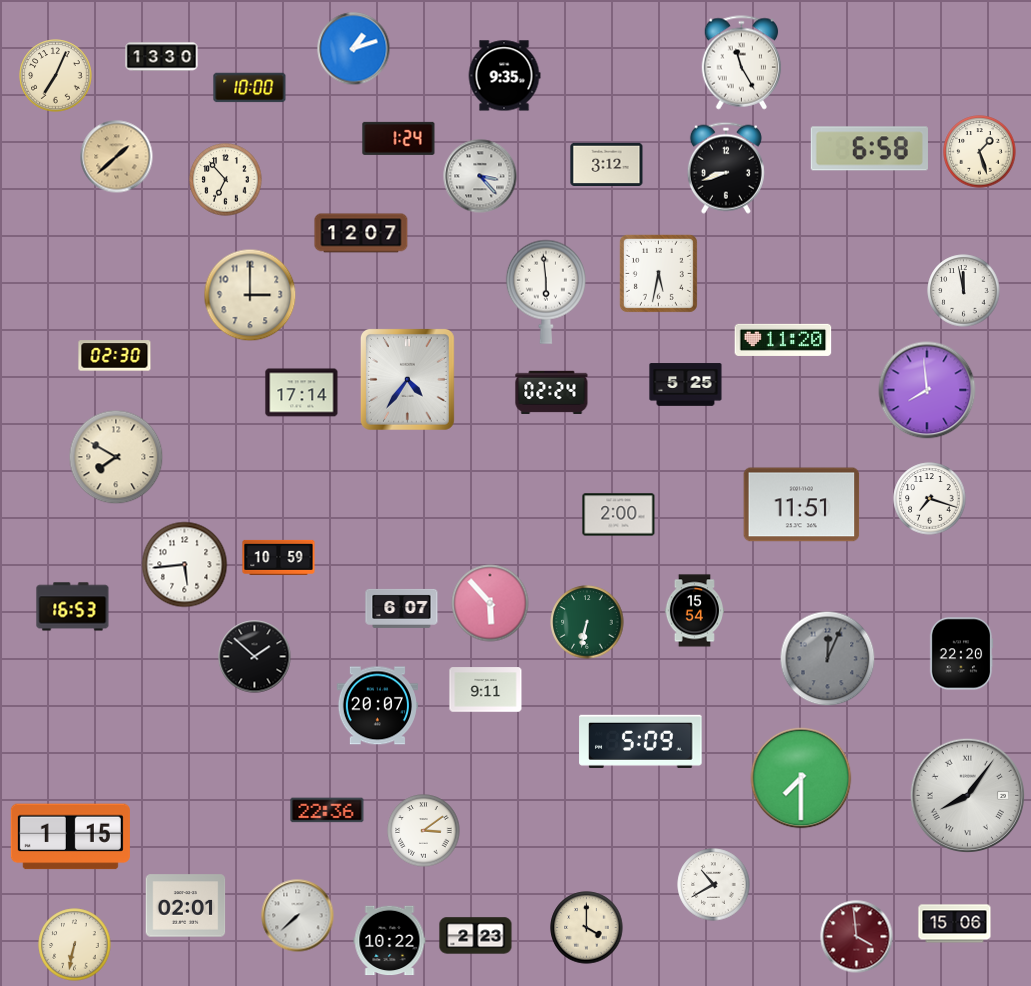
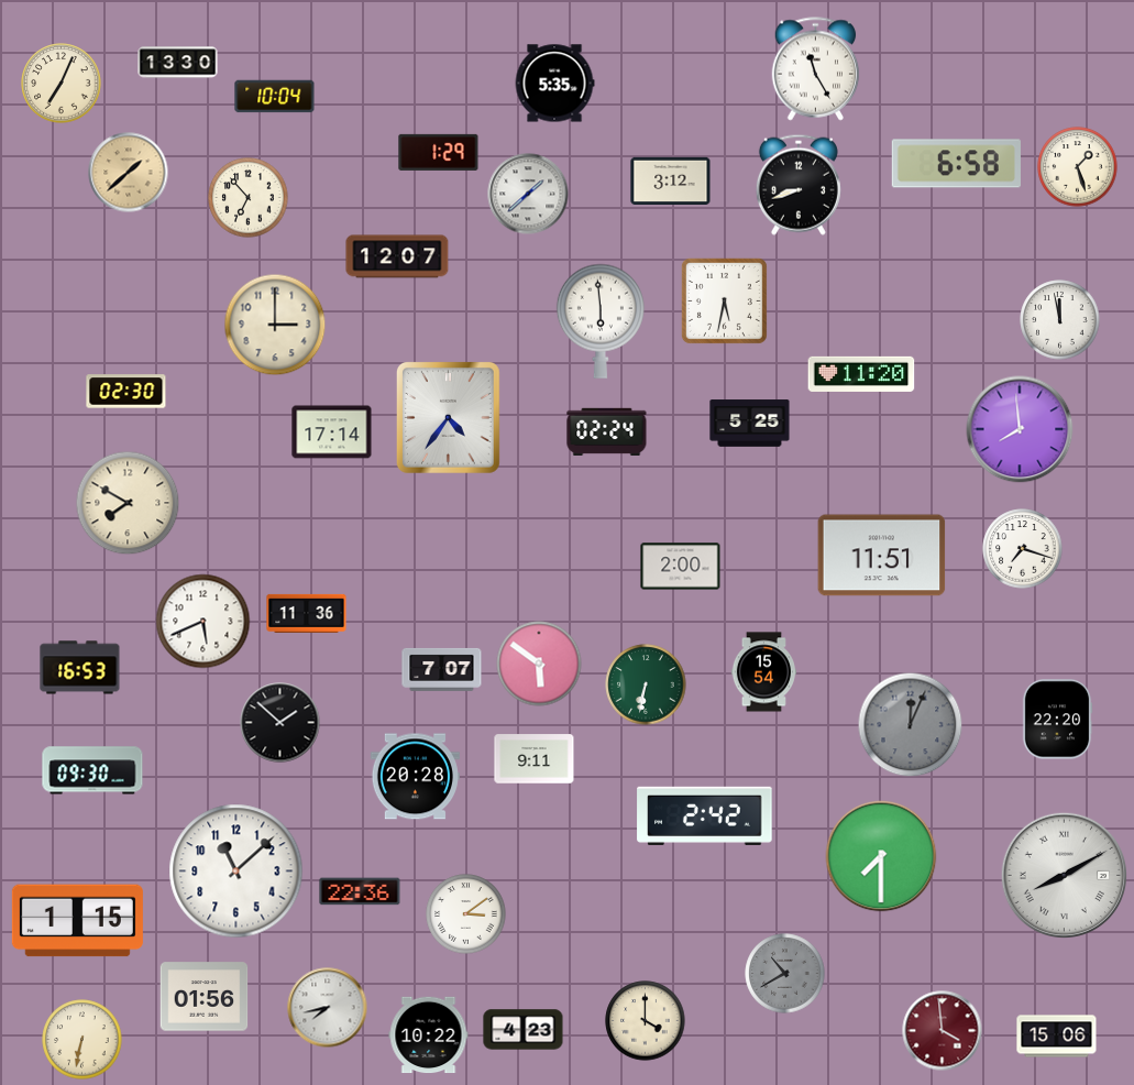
clock at (354, 49): 1:12 -> none
clock at (504, 76): 9:35 -> 5:35
clock at (250, 88): 10:00 -> 10:04
clock at (399, 138): 1:24 -> 1:29
clock at (607, 164) position: (607, 164) -> (671, 180)
clock at (480, 176): 3:23 -> 1:38
clock at (686, 385) position: (686, 385) -> (750, 424)
clock at (279, 557): 10:59 -> 11:36
clock at (185, 565): 5:44 -> 5:41
clock at (490, 603): 5:53 -> 5:51
clock at (402, 608): 6:07 -> 7:07
clock at (92, 770): none -> 09:30
clock at (377, 706): 20:07 -> 20:28
clock at (641, 741): 5:09 -> 2:42
clock at (236, 872): none -> 11:08
clock at (967, 795): 8:06 -> 8:10
clock at (714, 885) dial: white -> grey
clock at (186, 906): 02:01 -> 01:56
clock at (298, 916): 7:38 -> 7:43
clock at (955, 924) position: (955, 924) -> (1057, 1037)
clock at (476, 936): 2:23 -> 4:23
